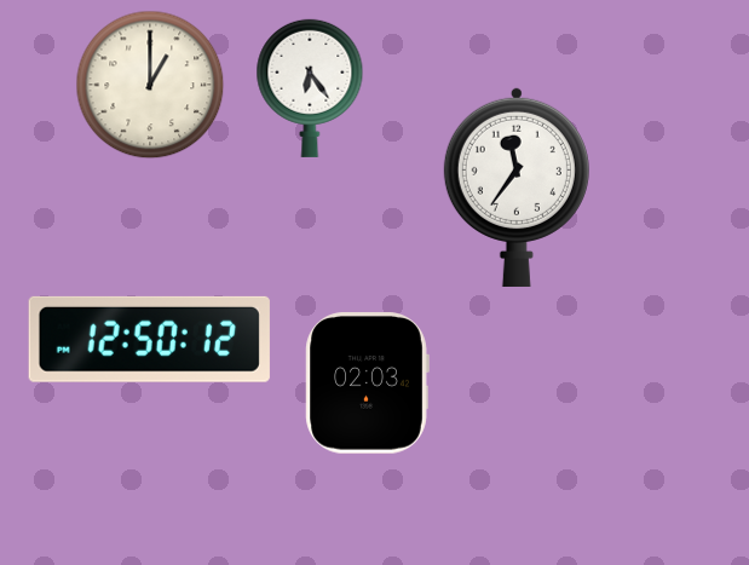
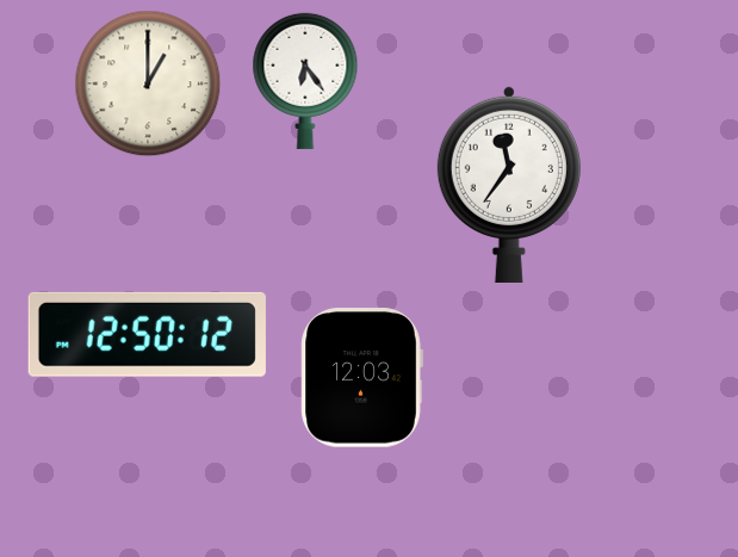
clock at (310, 88) position: (310, 88) -> (305, 81)
clock at (367, 384): 02:03 -> 12:03
